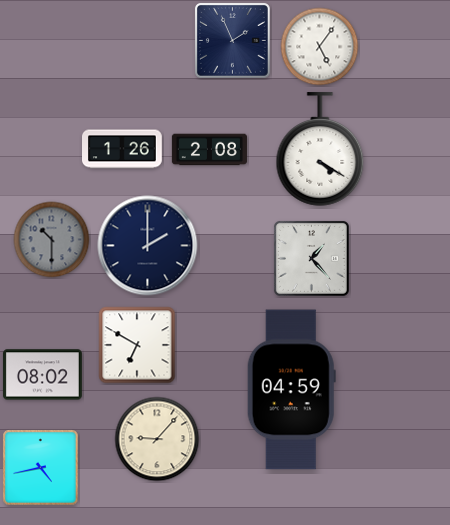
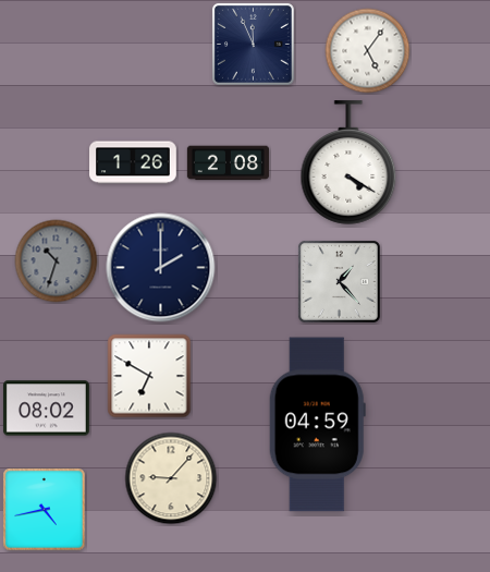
clock at (232, 40): 1:56 -> 11:56
clock at (320, 47) position: (320, 47) -> (368, 51)
clock at (52, 240): 10:30 -> 10:33
